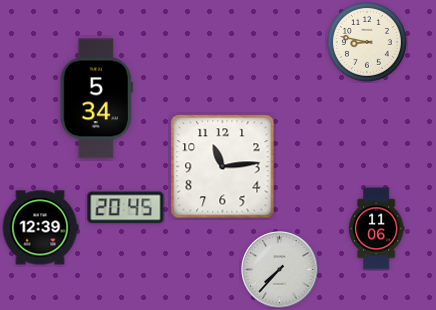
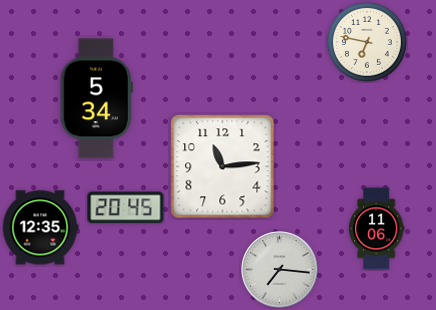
clock at (368, 43): 8:47 -> 6:47
clock at (40, 228): 12:39 -> 12:35
clock at (280, 270): 7:37 -> 7:16
